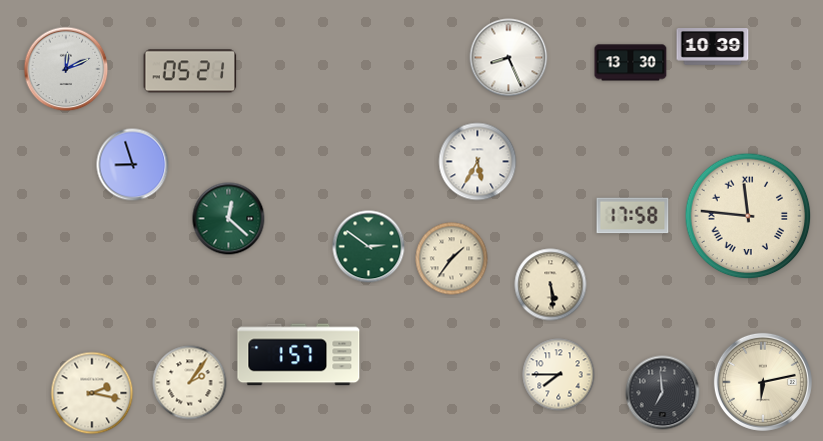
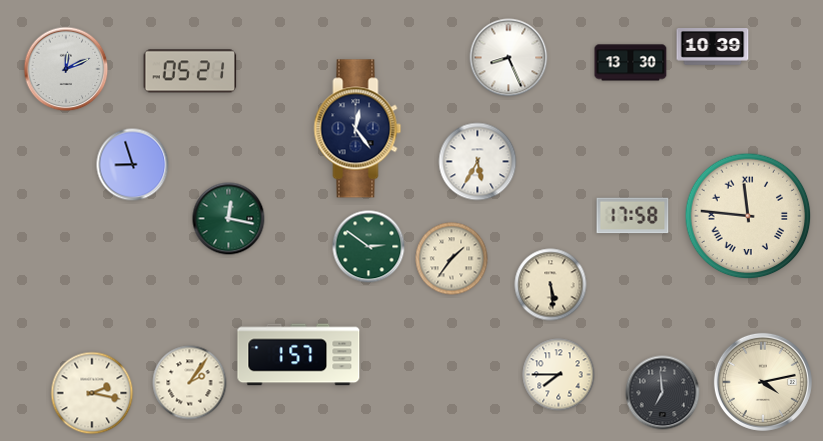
clock at (358, 129): none -> 12:24
clock at (229, 219): 12:22 -> 12:17
clock at (763, 382): 6:13 -> 4:13
